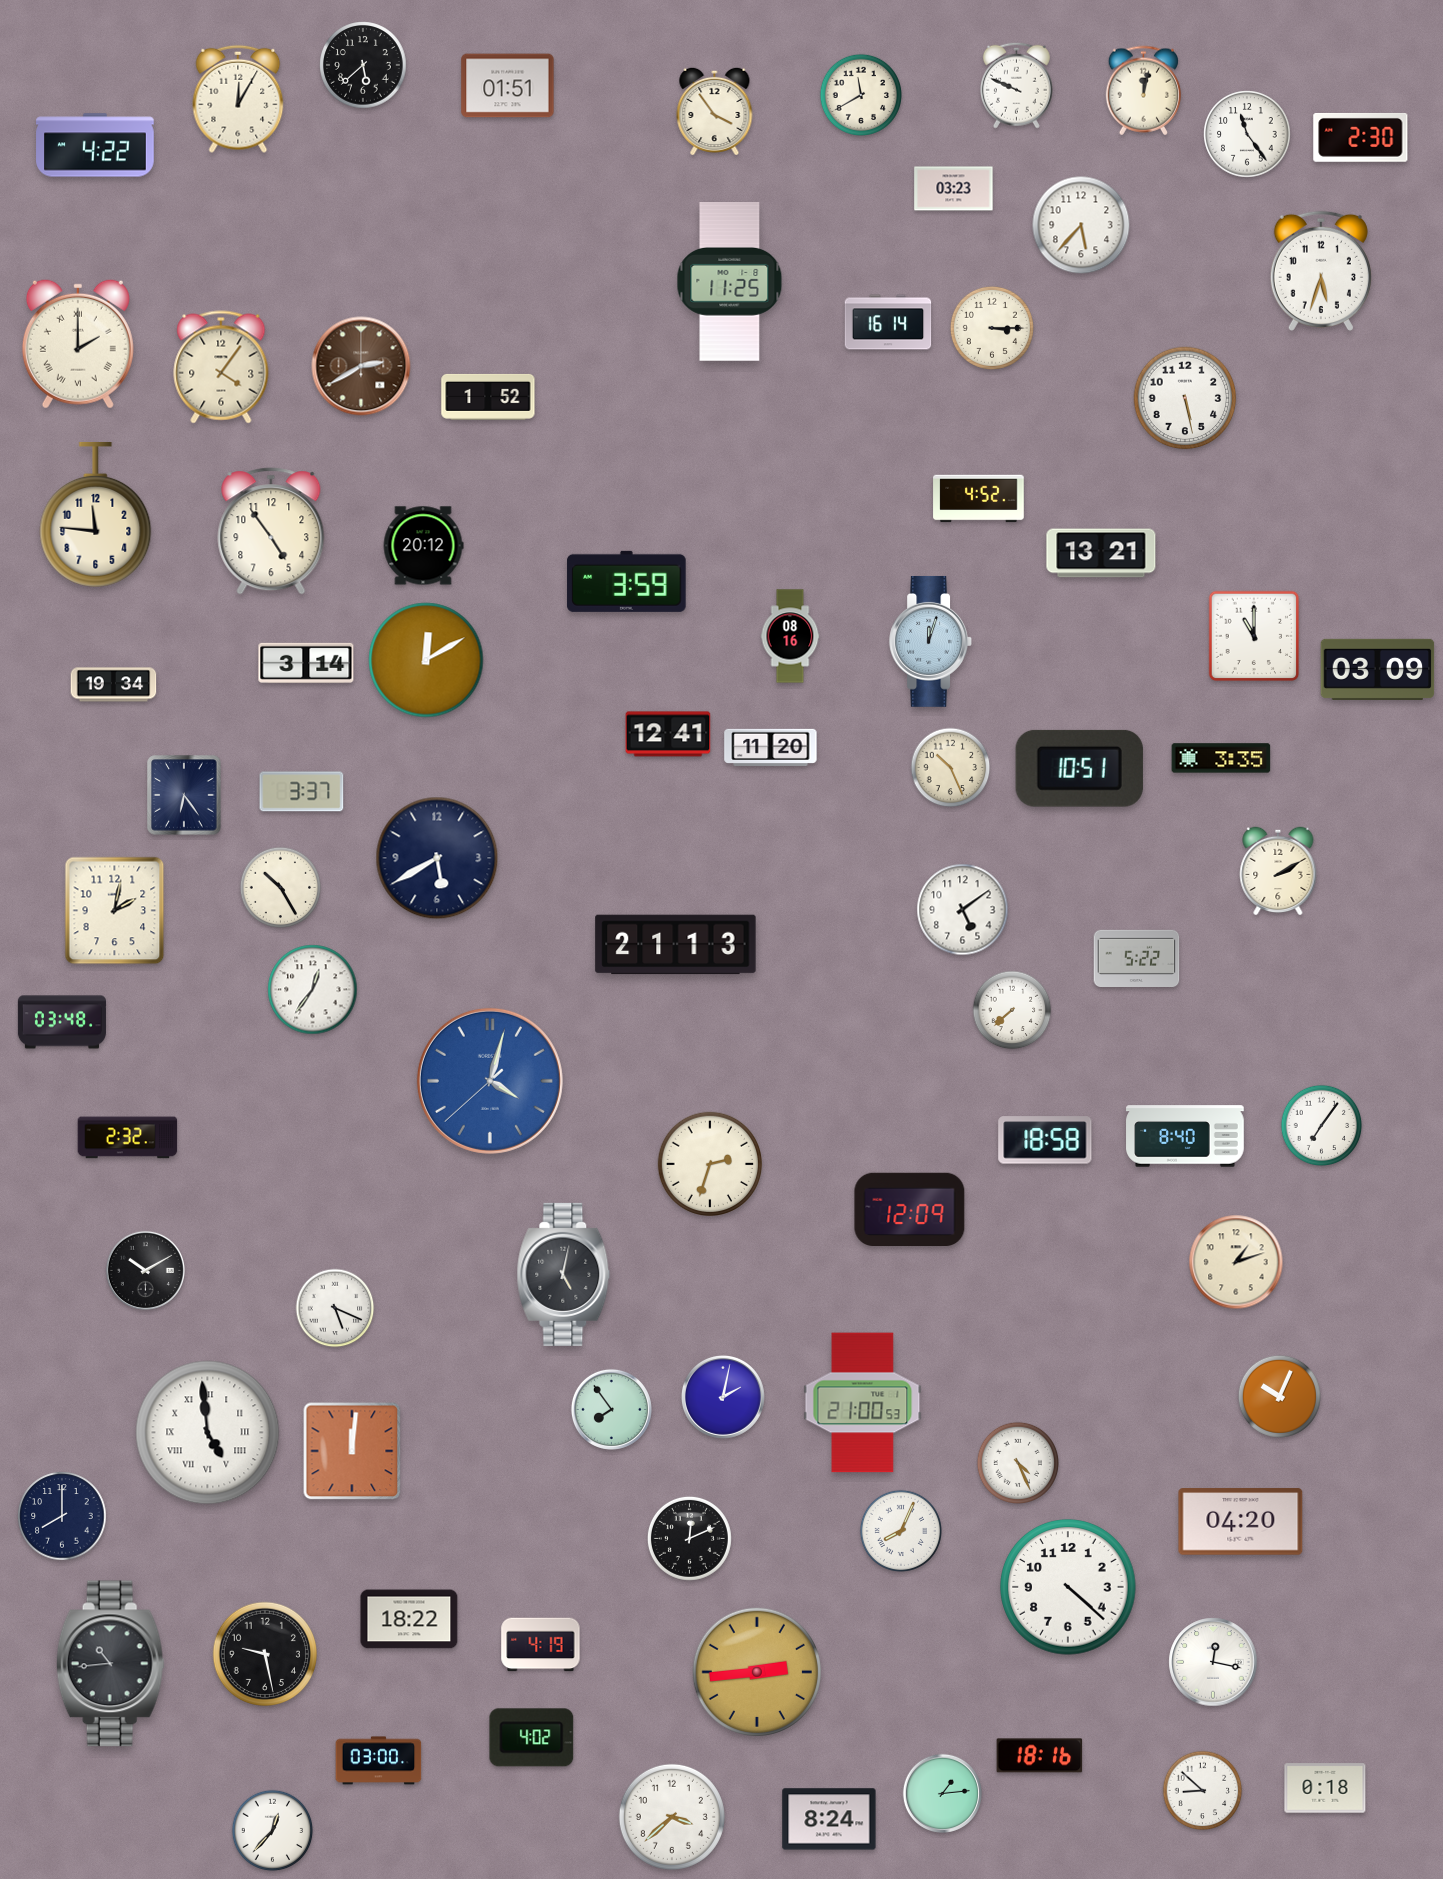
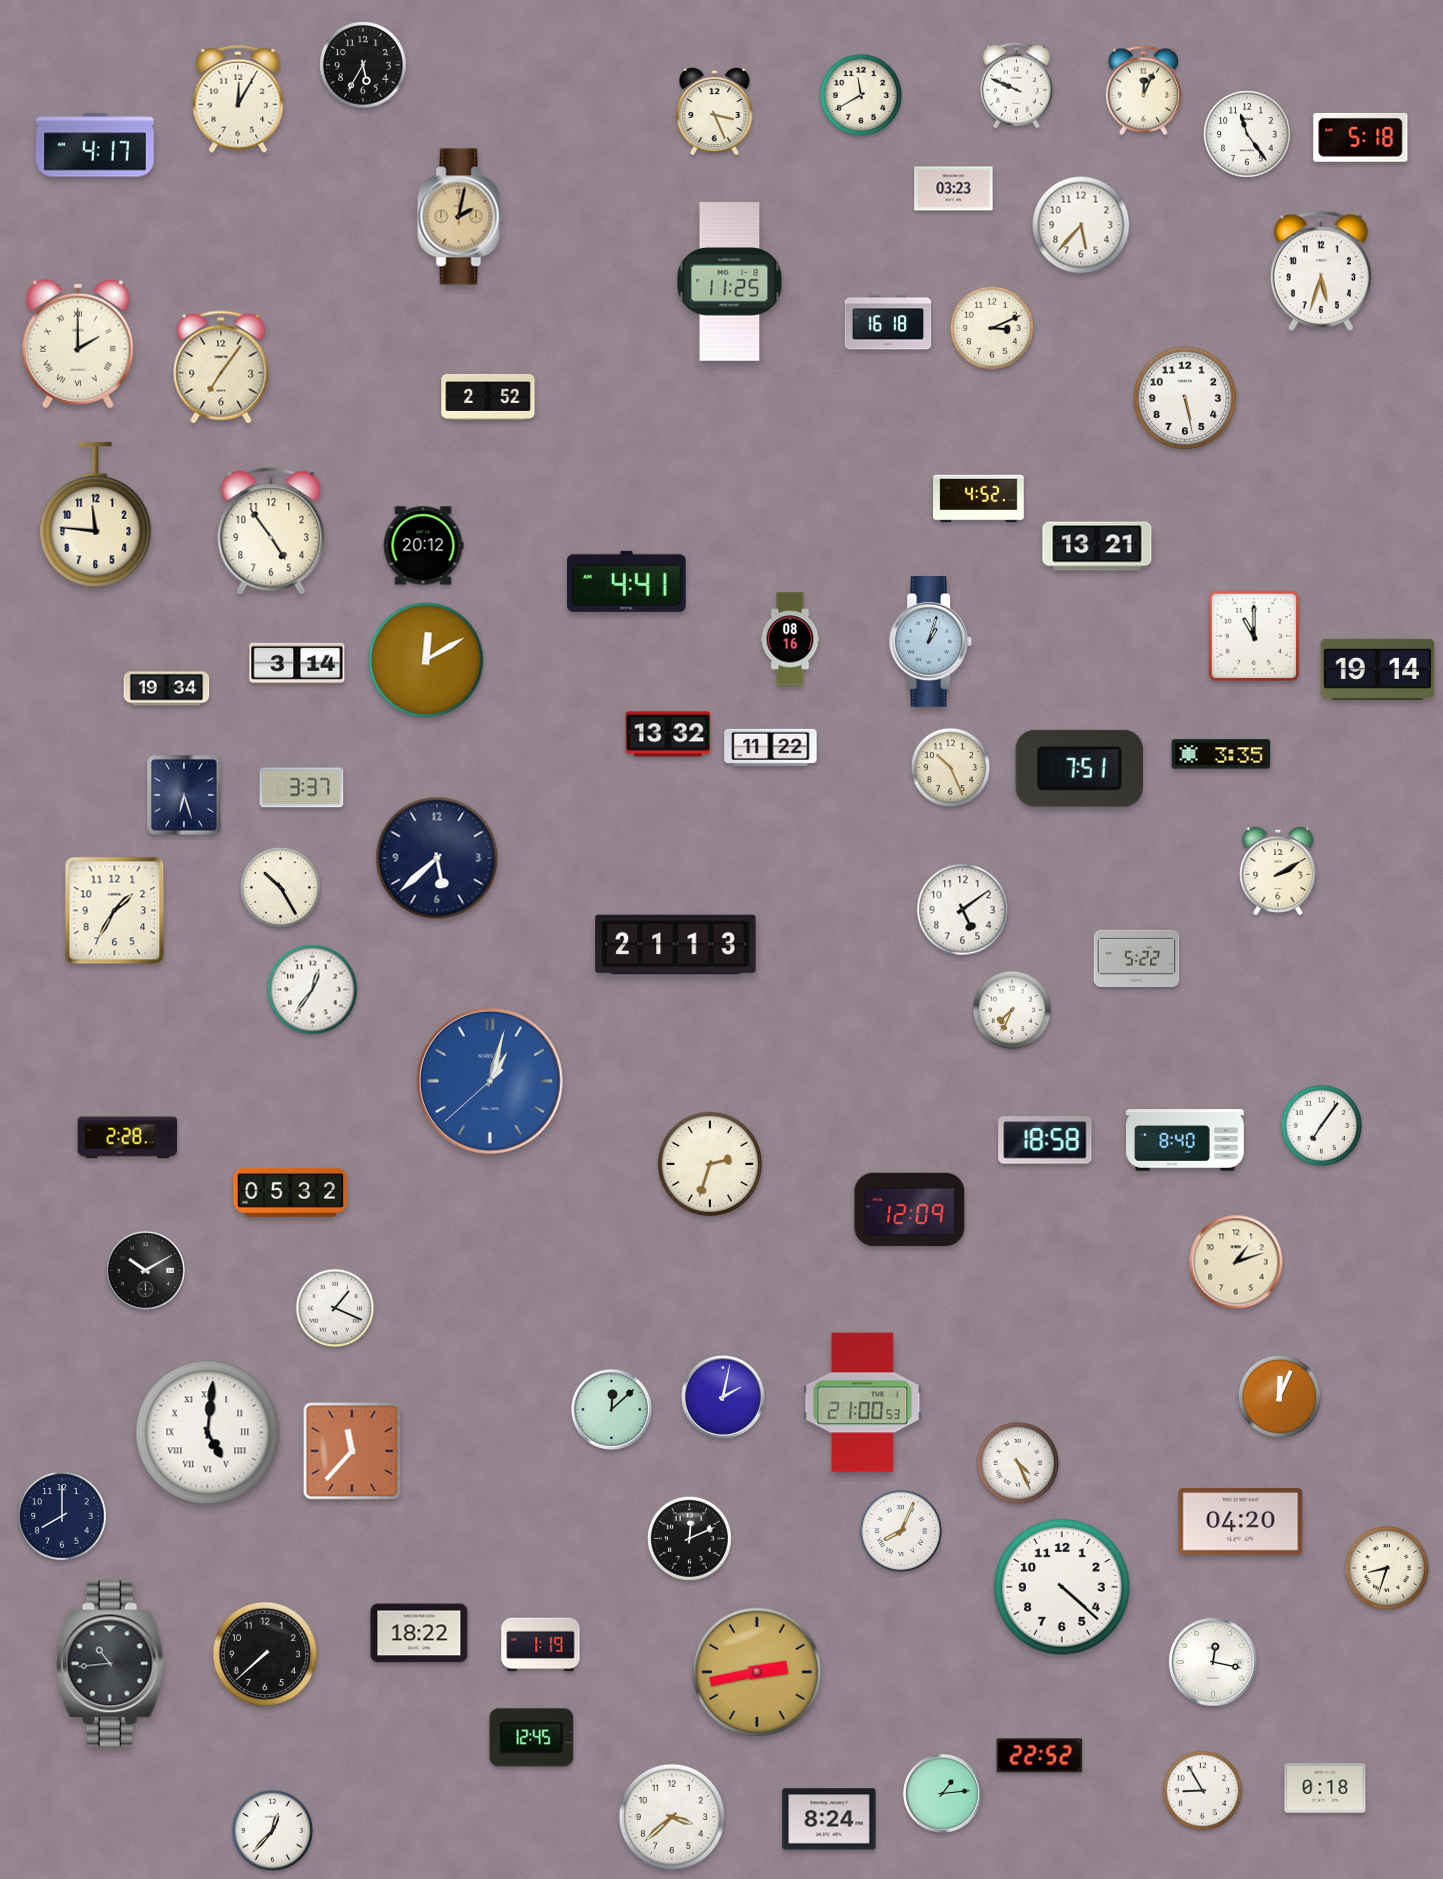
clock at (363, 65): 5:38 -> 5:35
clock at (508, 86): 01:51 -> none
clock at (1143, 91): 12:02 -> 12:04
clock at (715, 111): 3:54 -> 3:26
clock at (1361, 137): 2:30 -> 5:18
clock at (95, 145): 4:22 -> 4:17
clock at (461, 217): none -> 2:02
clock at (888, 322): 16:14 -> 16:18
clock at (992, 328): 3:15 -> 3:11
clock at (361, 366): 2:40 -> none
clock at (221, 367): 4:06 -> 7:06
clock at (488, 397): 1:52 -> 2:52
clock at (1101, 553) position: (1101, 553) -> (1097, 546)
clock at (627, 581): 3:59 -> 4:41
clock at (790, 636) position: (790, 636) -> (790, 639)
clock at (931, 641): 12:03 -> 1:03
clock at (306, 663) position: (306, 663) -> (297, 663)
clock at (1378, 669): 03:09 -> 19:14
clock at (114, 685) position: (114, 685) -> (167, 689)
clock at (668, 734): 12:41 -> 13:32
clock at (771, 747): 11:20 -> 11:22
clock at (1221, 758) position: (1221, 758) -> (1221, 754)
clock at (1079, 768): 10:51 -> 7:51
clock at (302, 792) position: (302, 792) -> (302, 788)
clock at (184, 795): 6:24 -> 6:27
clock at (437, 858): 5:40 -> 5:38
clock at (115, 911): 2:02 -> 1:35
clock at (1012, 1010): 7:38 -> 7:34
clock at (62, 1022): 03:48 -> none
clock at (490, 1081): 4:02 -> 1:02
clock at (1185, 1136) position: (1185, 1136) -> (1185, 1140)
clock at (128, 1138): 2:32 -> 2:28
clock at (291, 1192): none -> 05:32
clock at (564, 1274): 5:02 -> none
clock at (335, 1308): 5:19 -> 1:19
clock at (1279, 1396): 10:04 -> 12:04
clock at (611, 1409): 7:54 -> 12:08
clock at (208, 1433): 4:59 -> 5:01
clock at (352, 1451): 12:01 -> 11:37
clock at (1387, 1568): none -> 8:33
clock at (1068, 1587) position: (1068, 1587) -> (1062, 1587)
clock at (409, 1619) position: (409, 1619) -> (419, 1633)
clock at (541, 1645): 4:19 -> 1:19
clock at (264, 1653): 9:28 -> 7:38
clock at (757, 1672): 2:44 -> 2:43
clock at (532, 1738): 4:02 -> 12:45
clock at (1040, 1756): 18:16 -> 22:52
clock at (379, 1761): 03:00 -> none
clock at (1203, 1791): 8:52 -> 8:55
